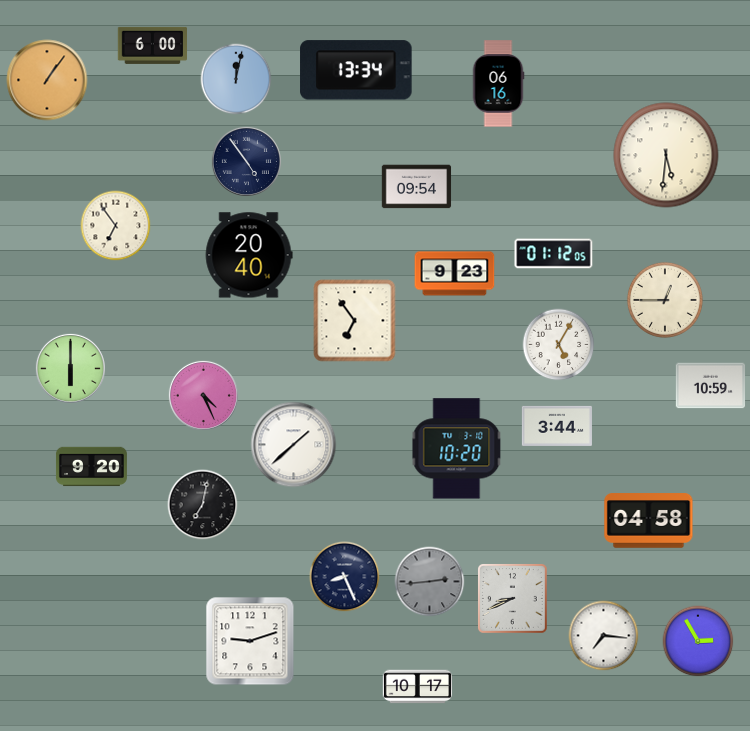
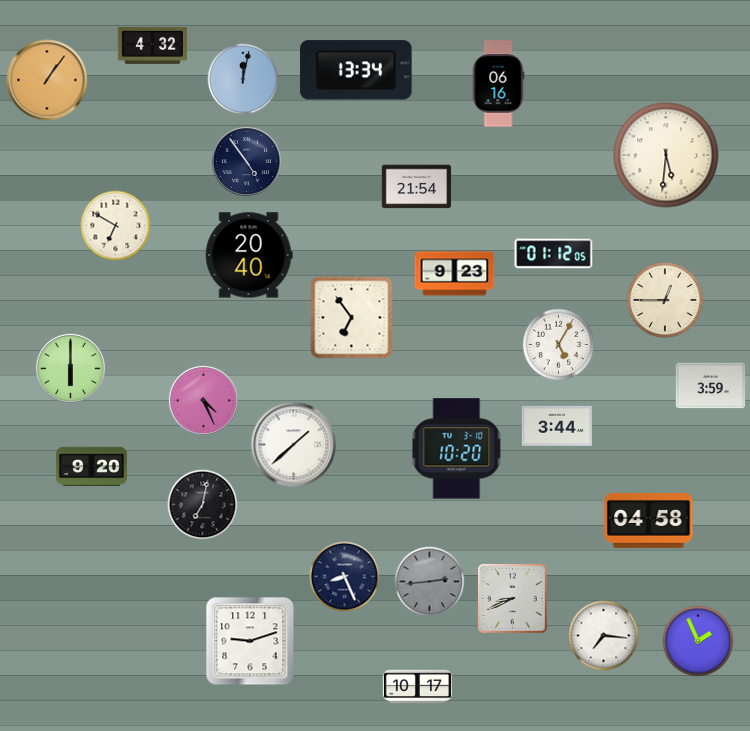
clock at (152, 45): 6:00 -> 4:32
clock at (236, 79) position: (236, 79) -> (243, 79)
clock at (417, 187): 09:54 -> 21:54
clock at (116, 226): 6:54 -> 6:50
clock at (355, 321) position: (355, 321) -> (352, 318)
clock at (711, 386): 10:59 -> 3:59
clock at (203, 395) position: (203, 395) -> (203, 400)
clock at (698, 641): 2:55 -> 1:56
